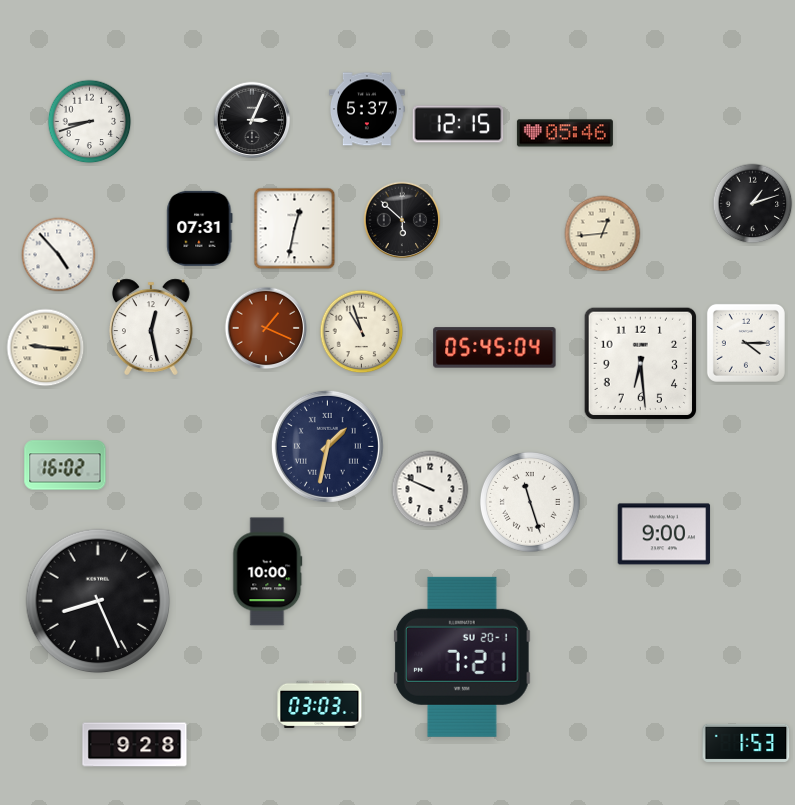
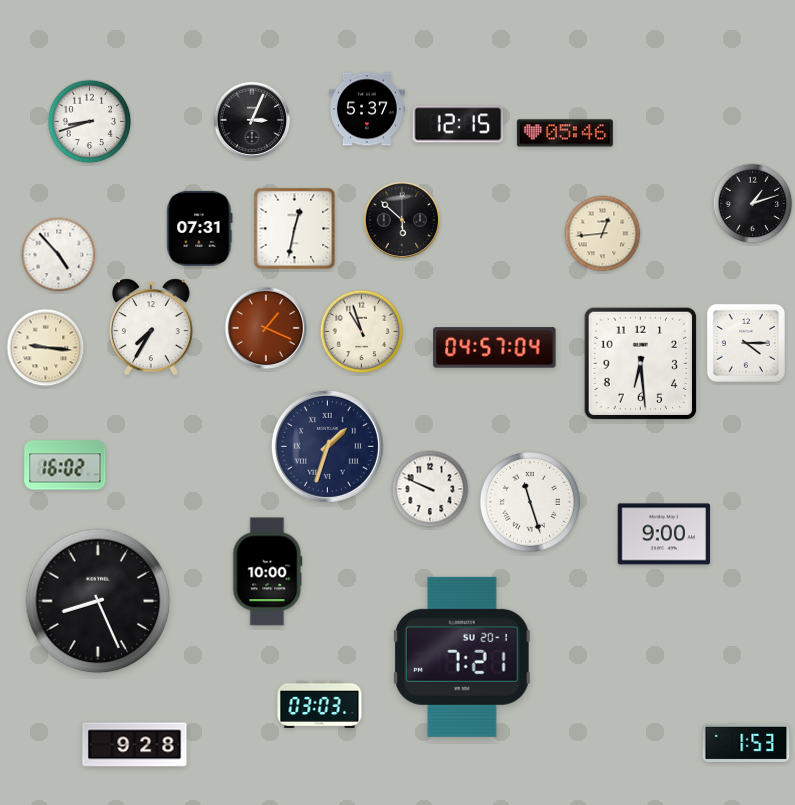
clock at (152, 327): 12:28 -> 7:35
clock at (495, 348): 05:45 -> 04:57
clock at (327, 446): 1:32 -> 1:33
